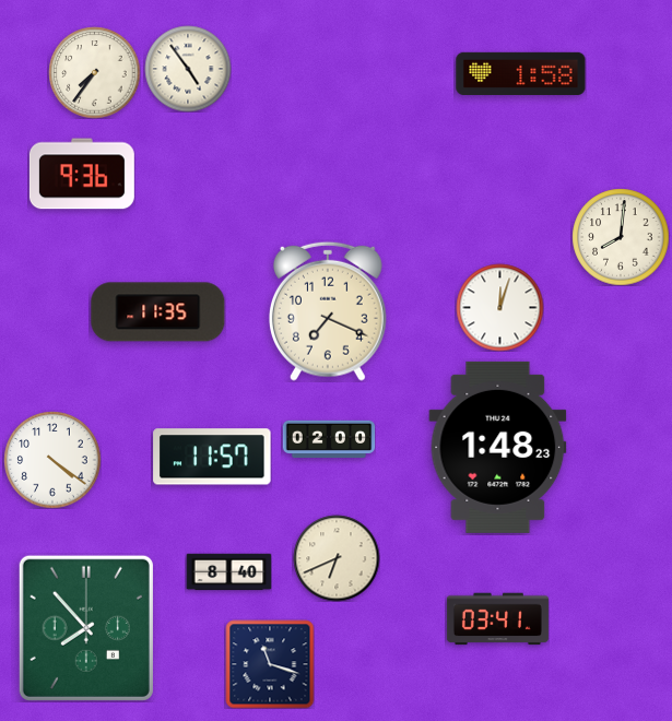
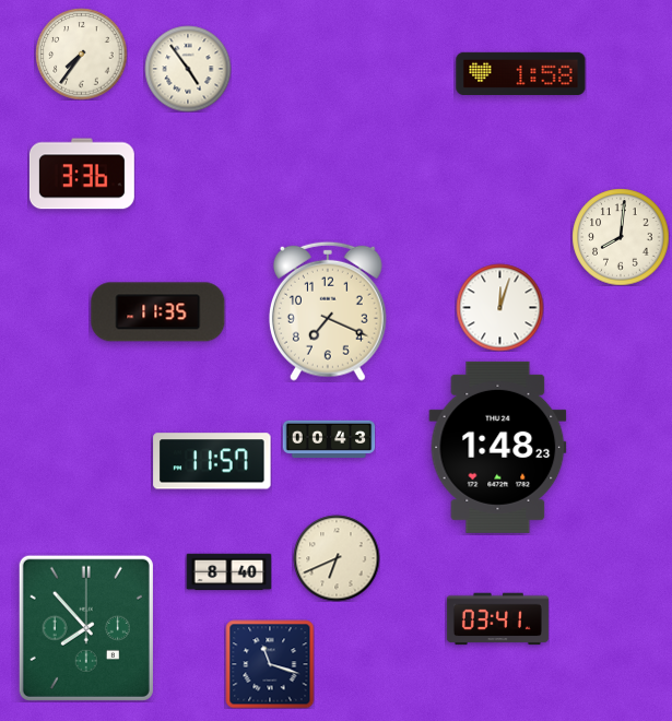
clock at (94, 72) position: (94, 72) -> (81, 54)
clock at (82, 174): 9:36 -> 3:36
clock at (329, 439): 02:00 -> 00:43
clock at (212, 457) position: (212, 457) -> (212, 461)
clock at (52, 460): 4:21 -> none
